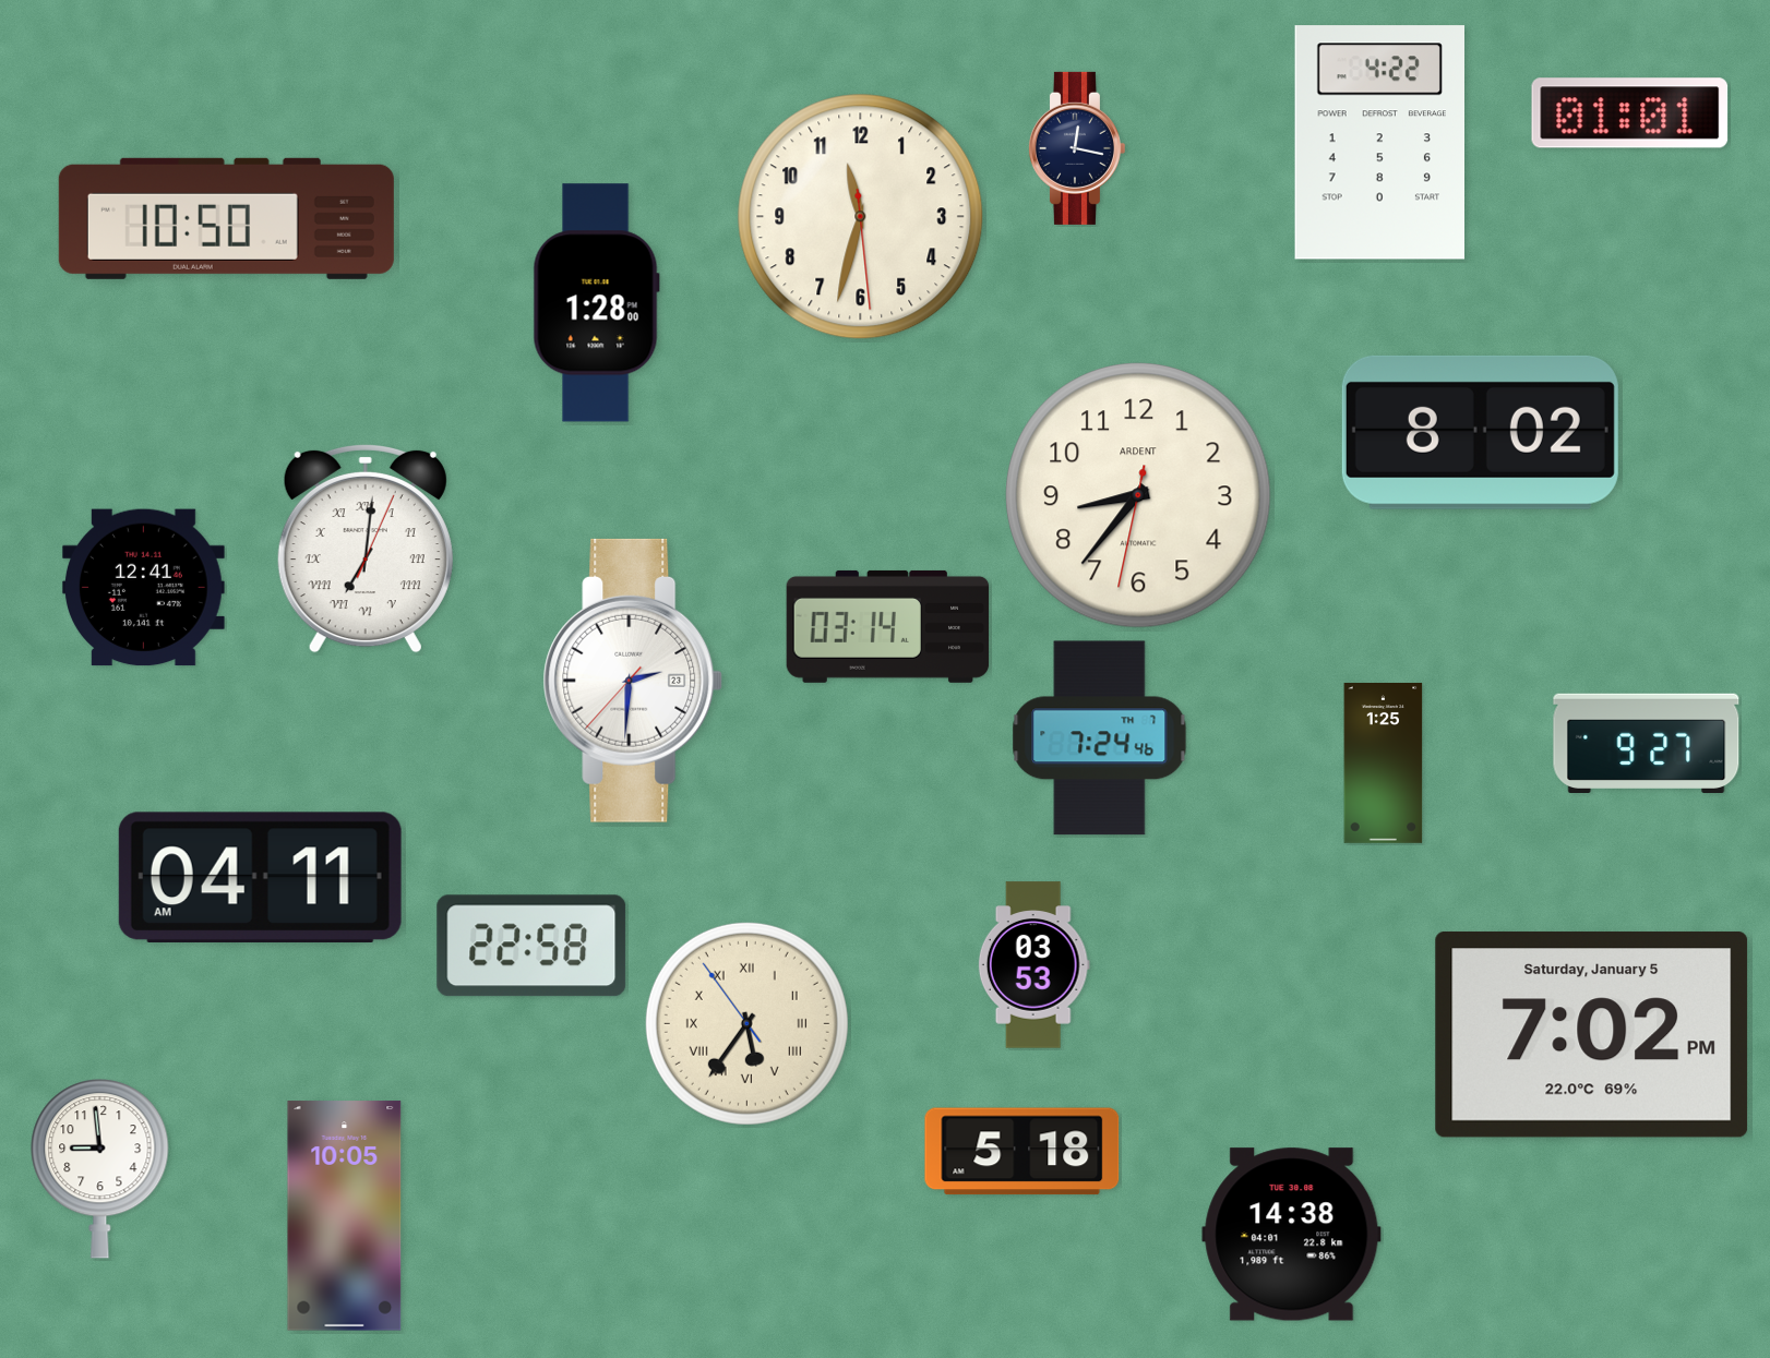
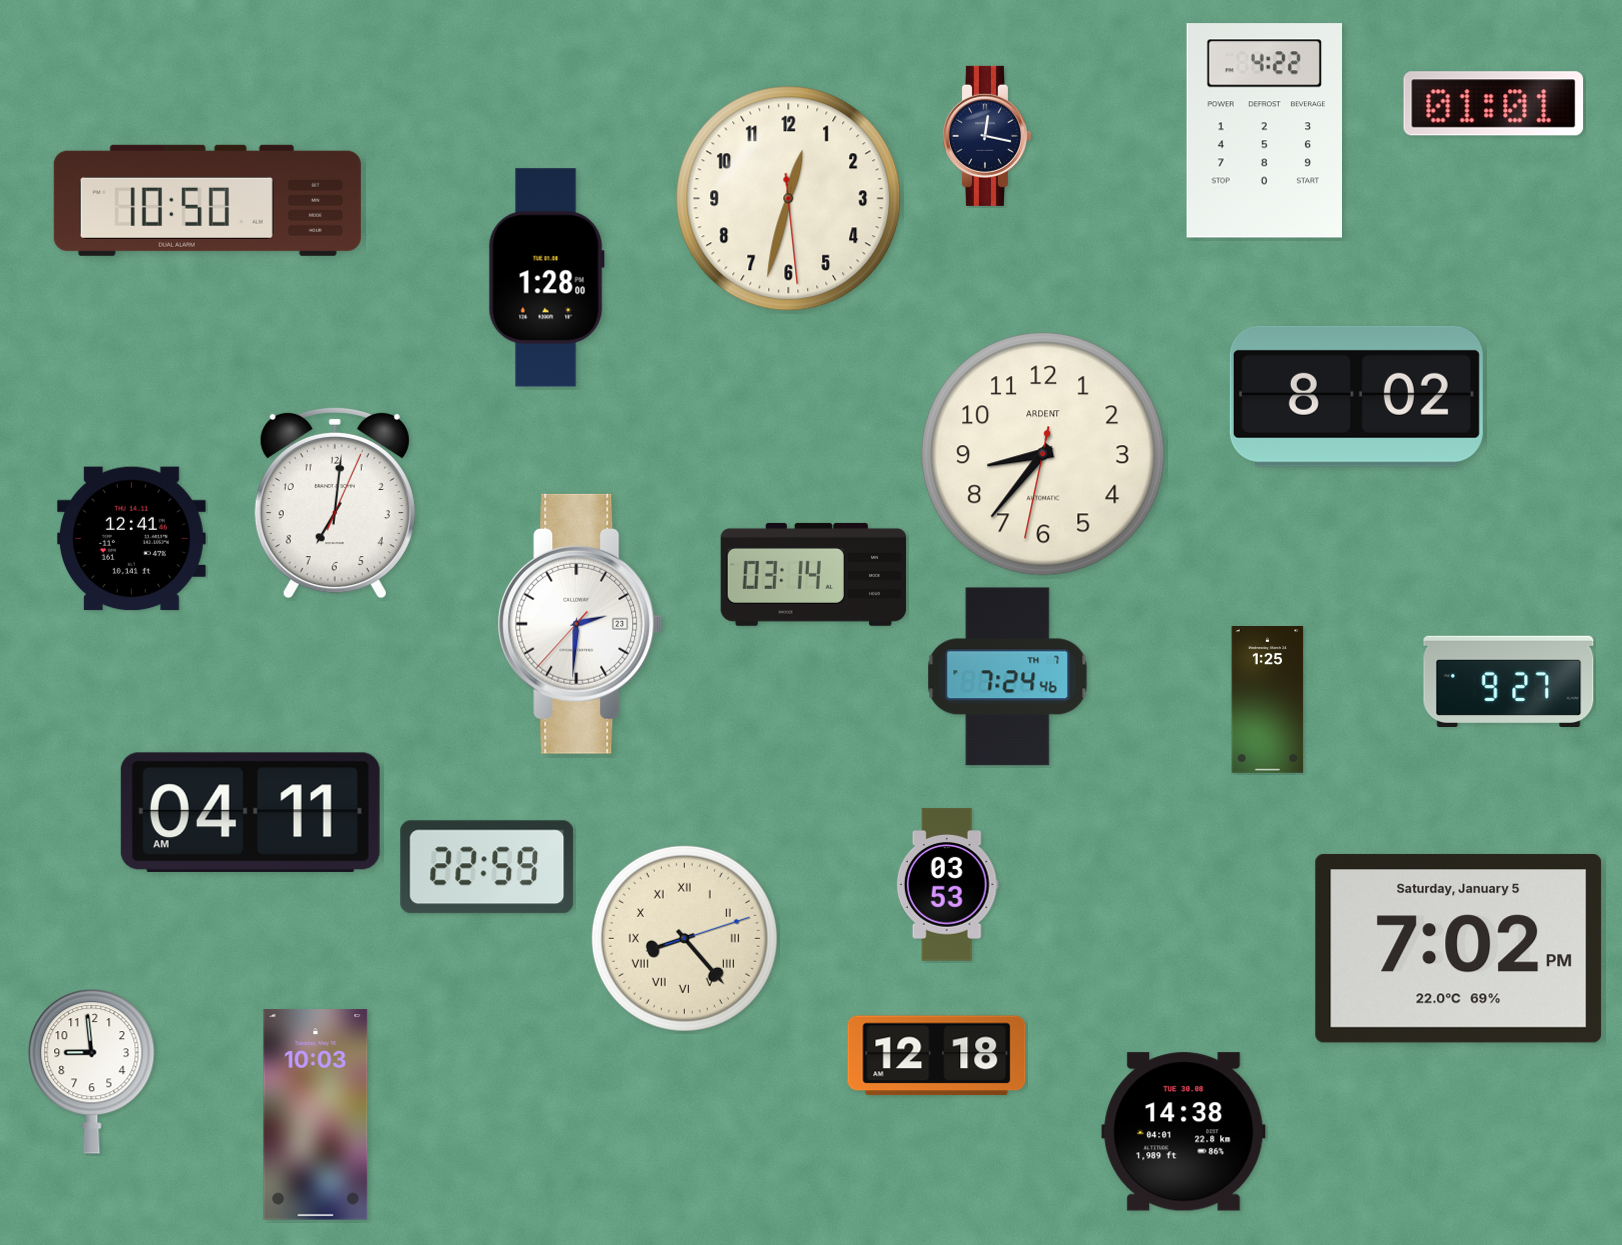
clock at (861, 217): 11:32 -> 12:32
clock at (366, 549) numerals: Roman -> Arabic
clock at (260, 877) position: (260, 877) -> (250, 812)
clock at (531, 946): 22:58 -> 22:59
clock at (746, 1023): 5:35 -> 8:23
clock at (1022, 1152): 5:18 -> 12:18
clock at (345, 1216): 10:05 -> 10:03
